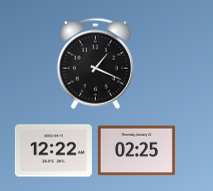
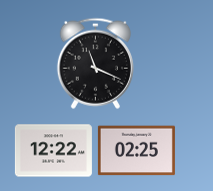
clock at (95, 63): 1:19 -> 11:19
